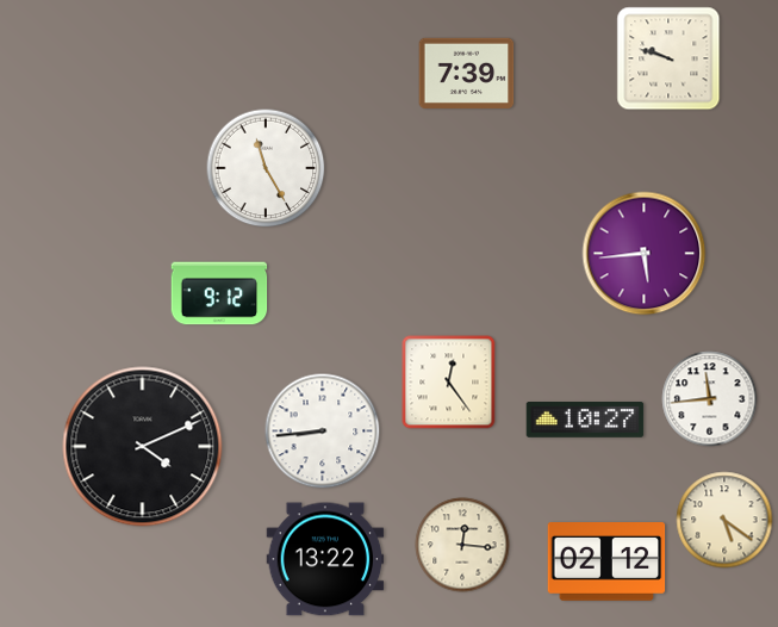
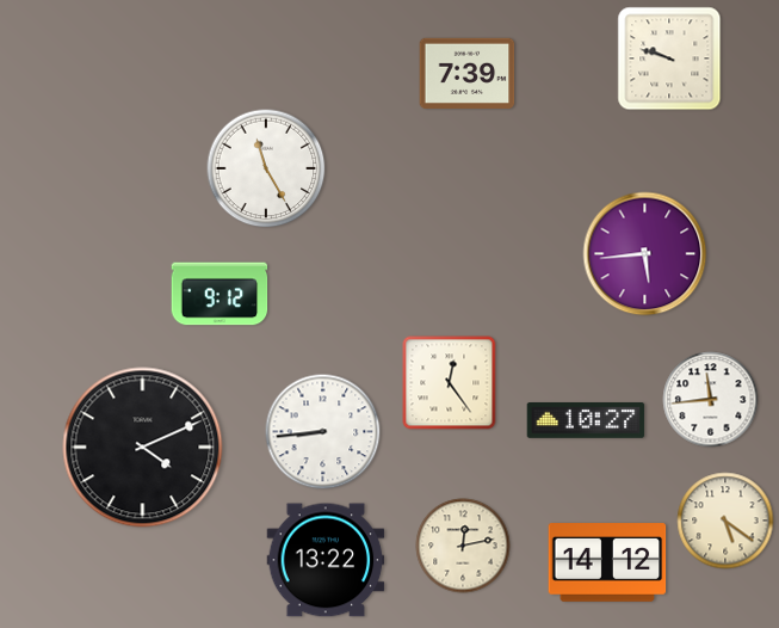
clock at (462, 545): 12:16 -> 12:13
clock at (606, 561): 02:12 -> 14:12
